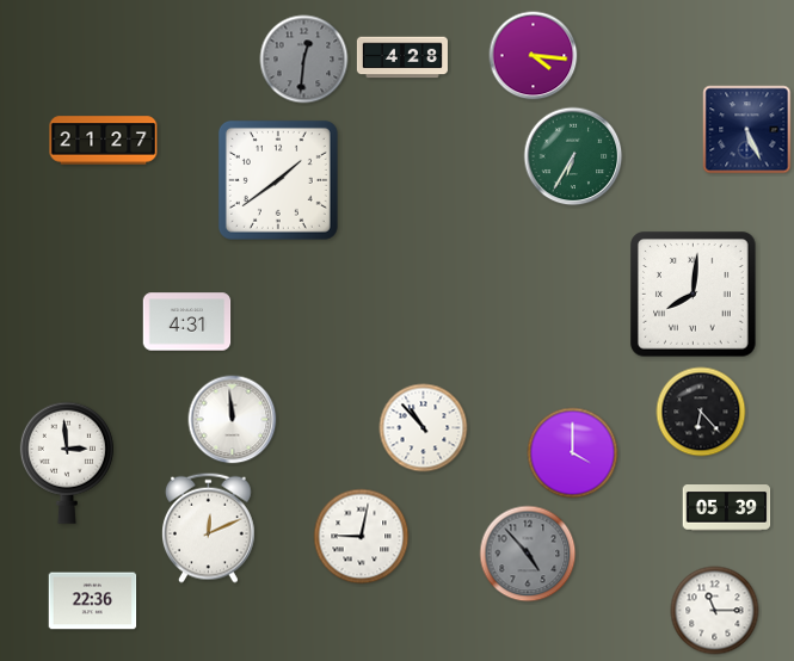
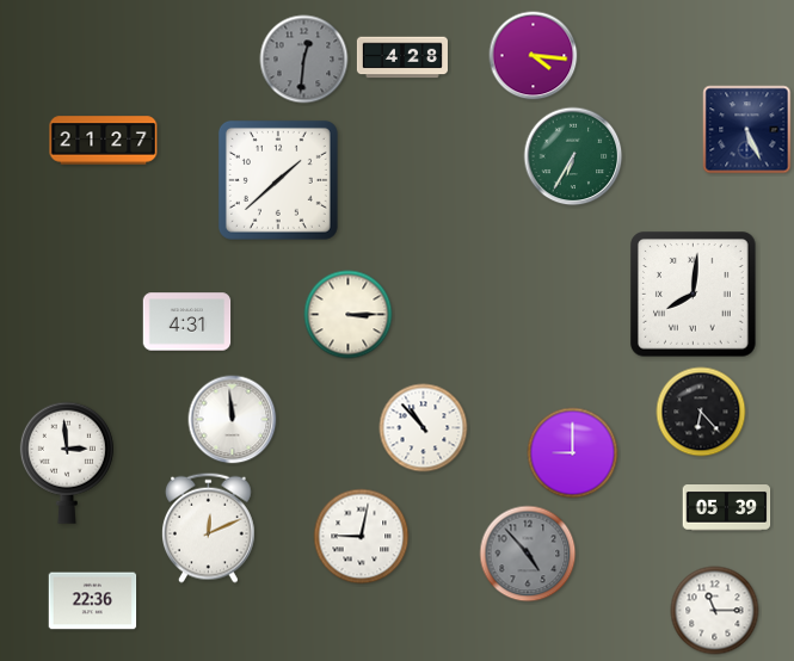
clock at (278, 180): 1:39 -> 1:38
clock at (349, 315): none -> 3:15
clock at (573, 453): 4:00 -> 9:00
